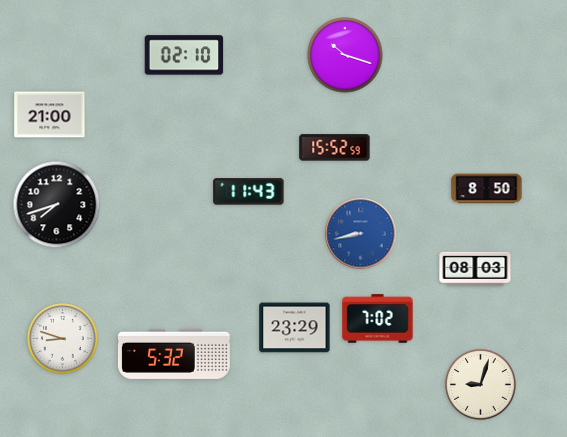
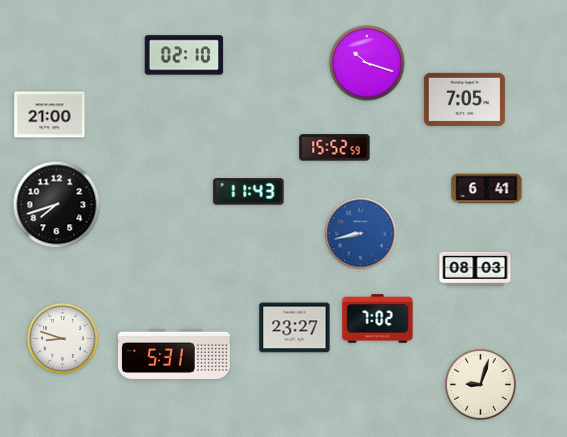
clock at (345, 55) position: (345, 55) -> (367, 63)
clock at (464, 99): none -> 7:05
clock at (487, 189): 8:50 -> 6:41
clock at (295, 328): 23:29 -> 23:27
clock at (174, 354): 5:32 -> 5:31
